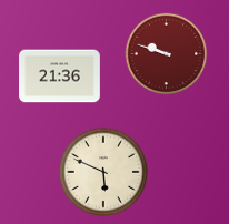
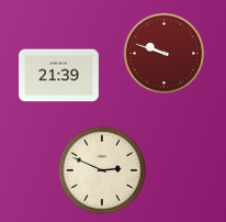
clock at (60, 77): 21:36 -> 21:39
clock at (103, 172): 5:49 -> 2:49
